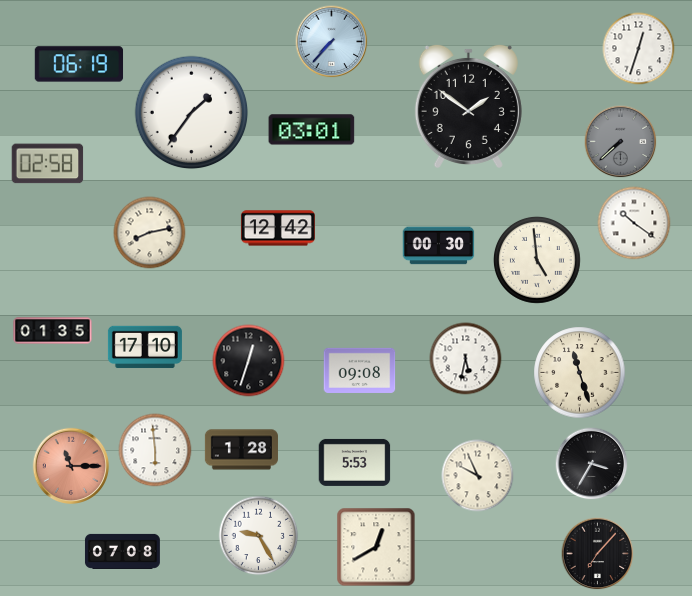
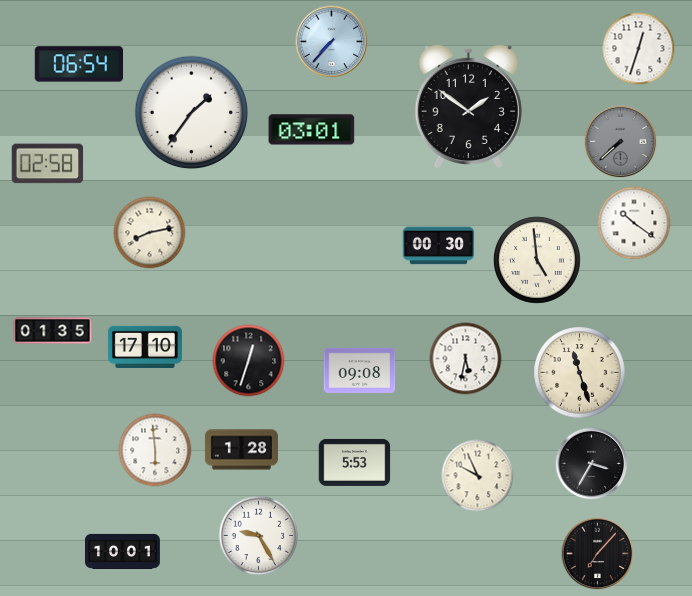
clock at (79, 64): 06:19 -> 06:54
clock at (278, 228): 12:42 -> none
clock at (71, 466): 11:15 -> none
clock at (376, 547): 12:40 -> none
clock at (122, 551): 07:08 -> 10:01
